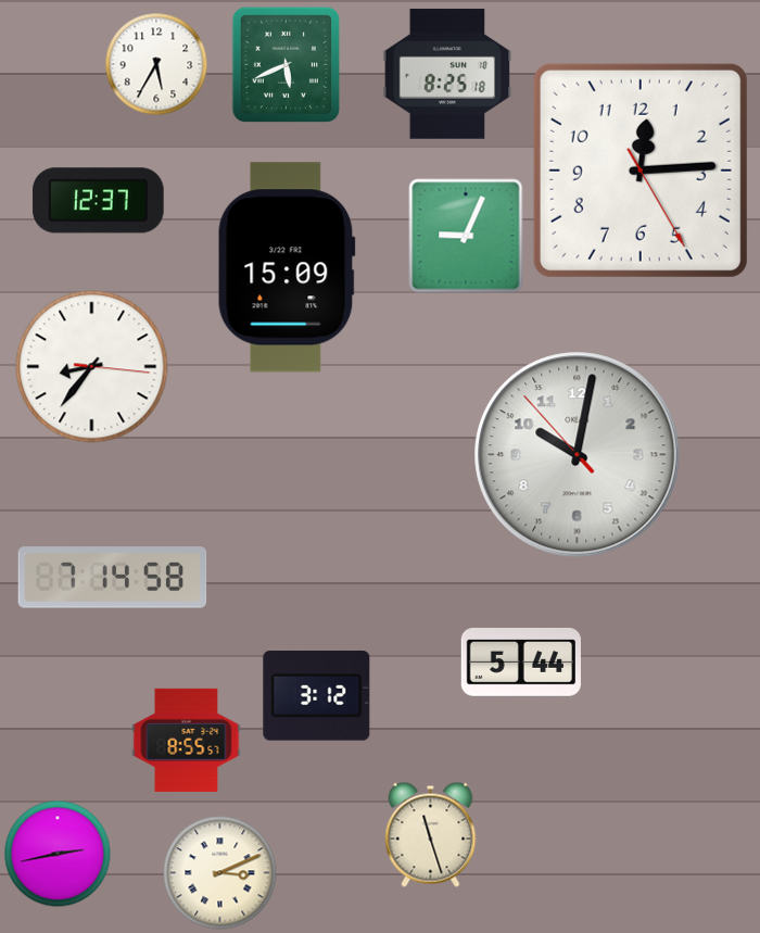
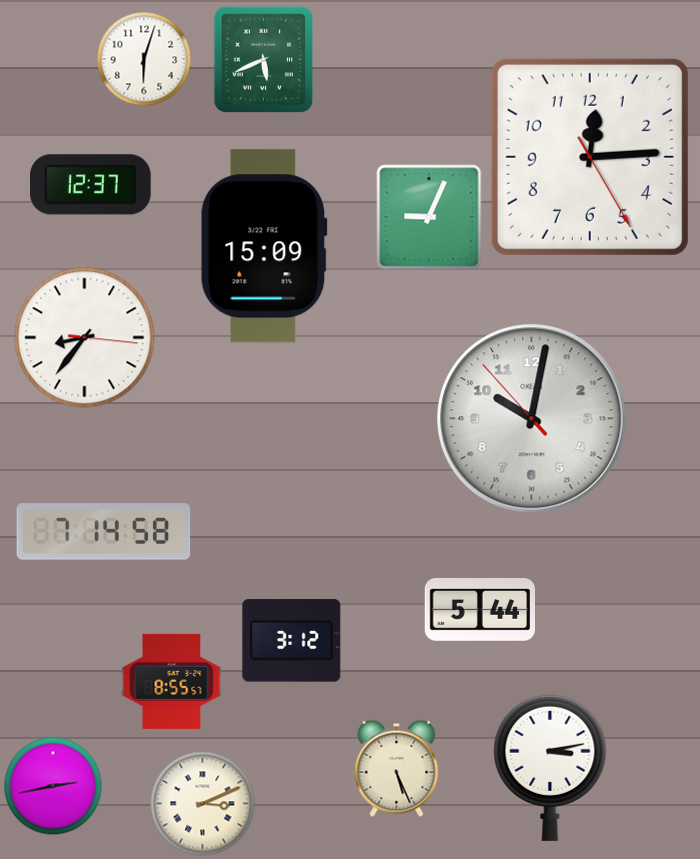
clock at (156, 64): 5:35 -> 6:03
clock at (447, 74): 8:25 -> none
clock at (431, 834): 11:27 -> 5:26
clock at (550, 768): none -> 3:13
